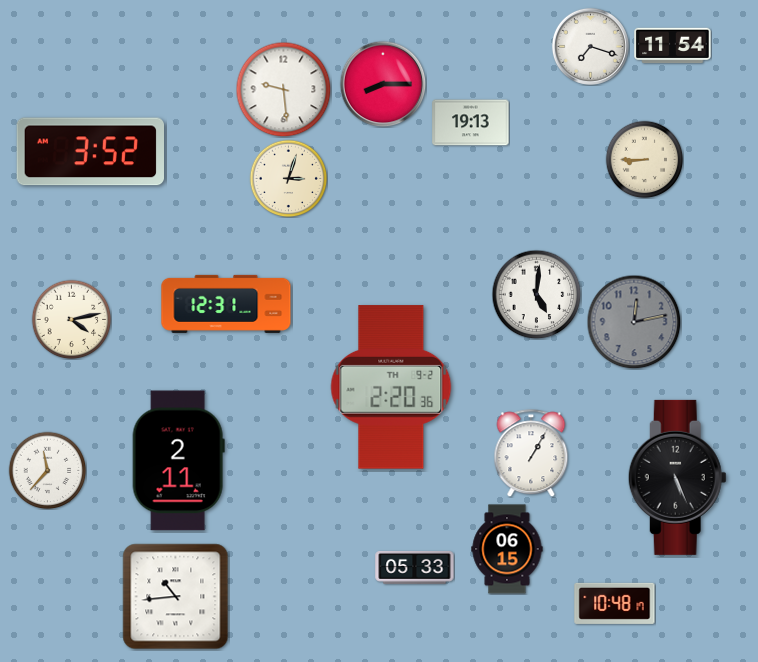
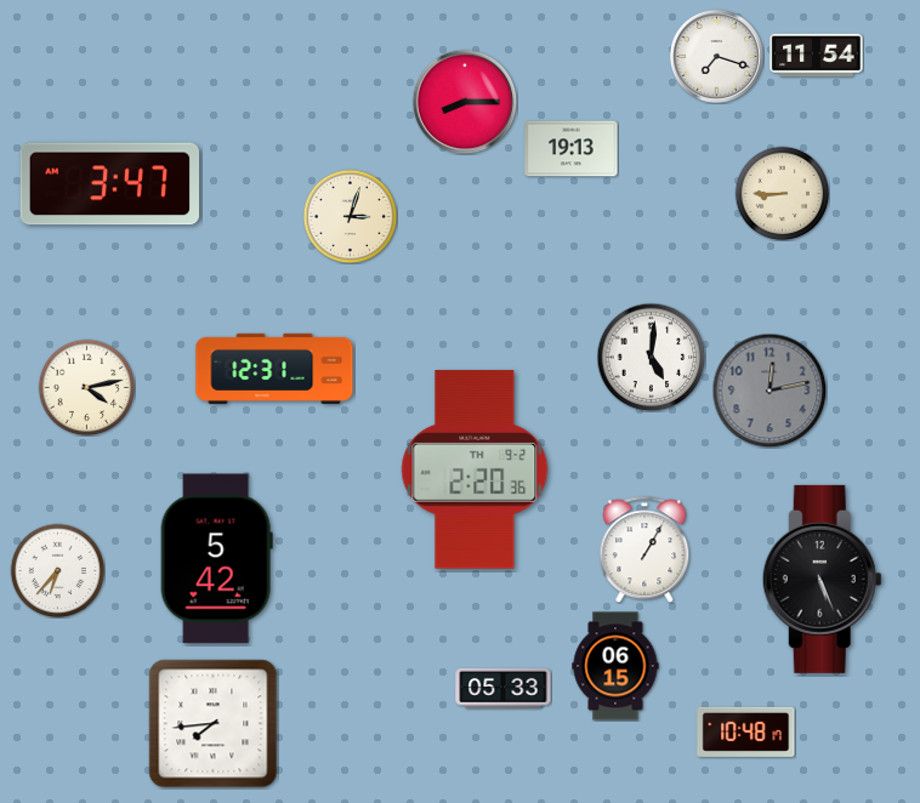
clock at (283, 89): 9:29 -> none
clock at (90, 152): 3:52 -> 3:47
clock at (178, 461): 2:11 -> 5:42
clock at (47, 470): 11:37 -> 6:37
clock at (176, 597): 10:44 -> 7:44
